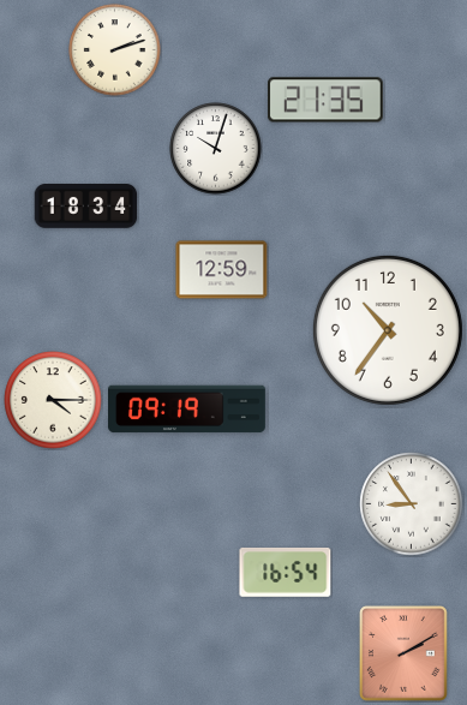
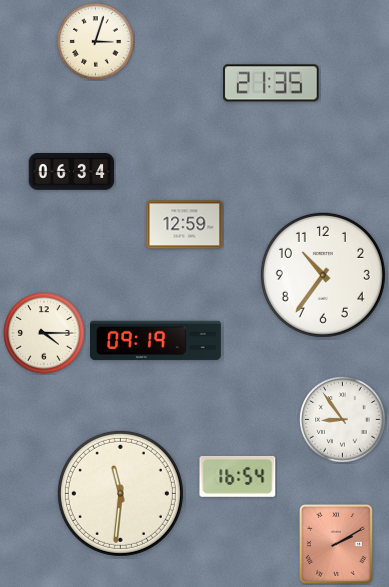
clock at (115, 50): 2:12 -> 3:03
clock at (216, 149): 10:03 -> none
clock at (86, 207): 18:34 -> 06:34
clock at (120, 493): none -> 11:31
